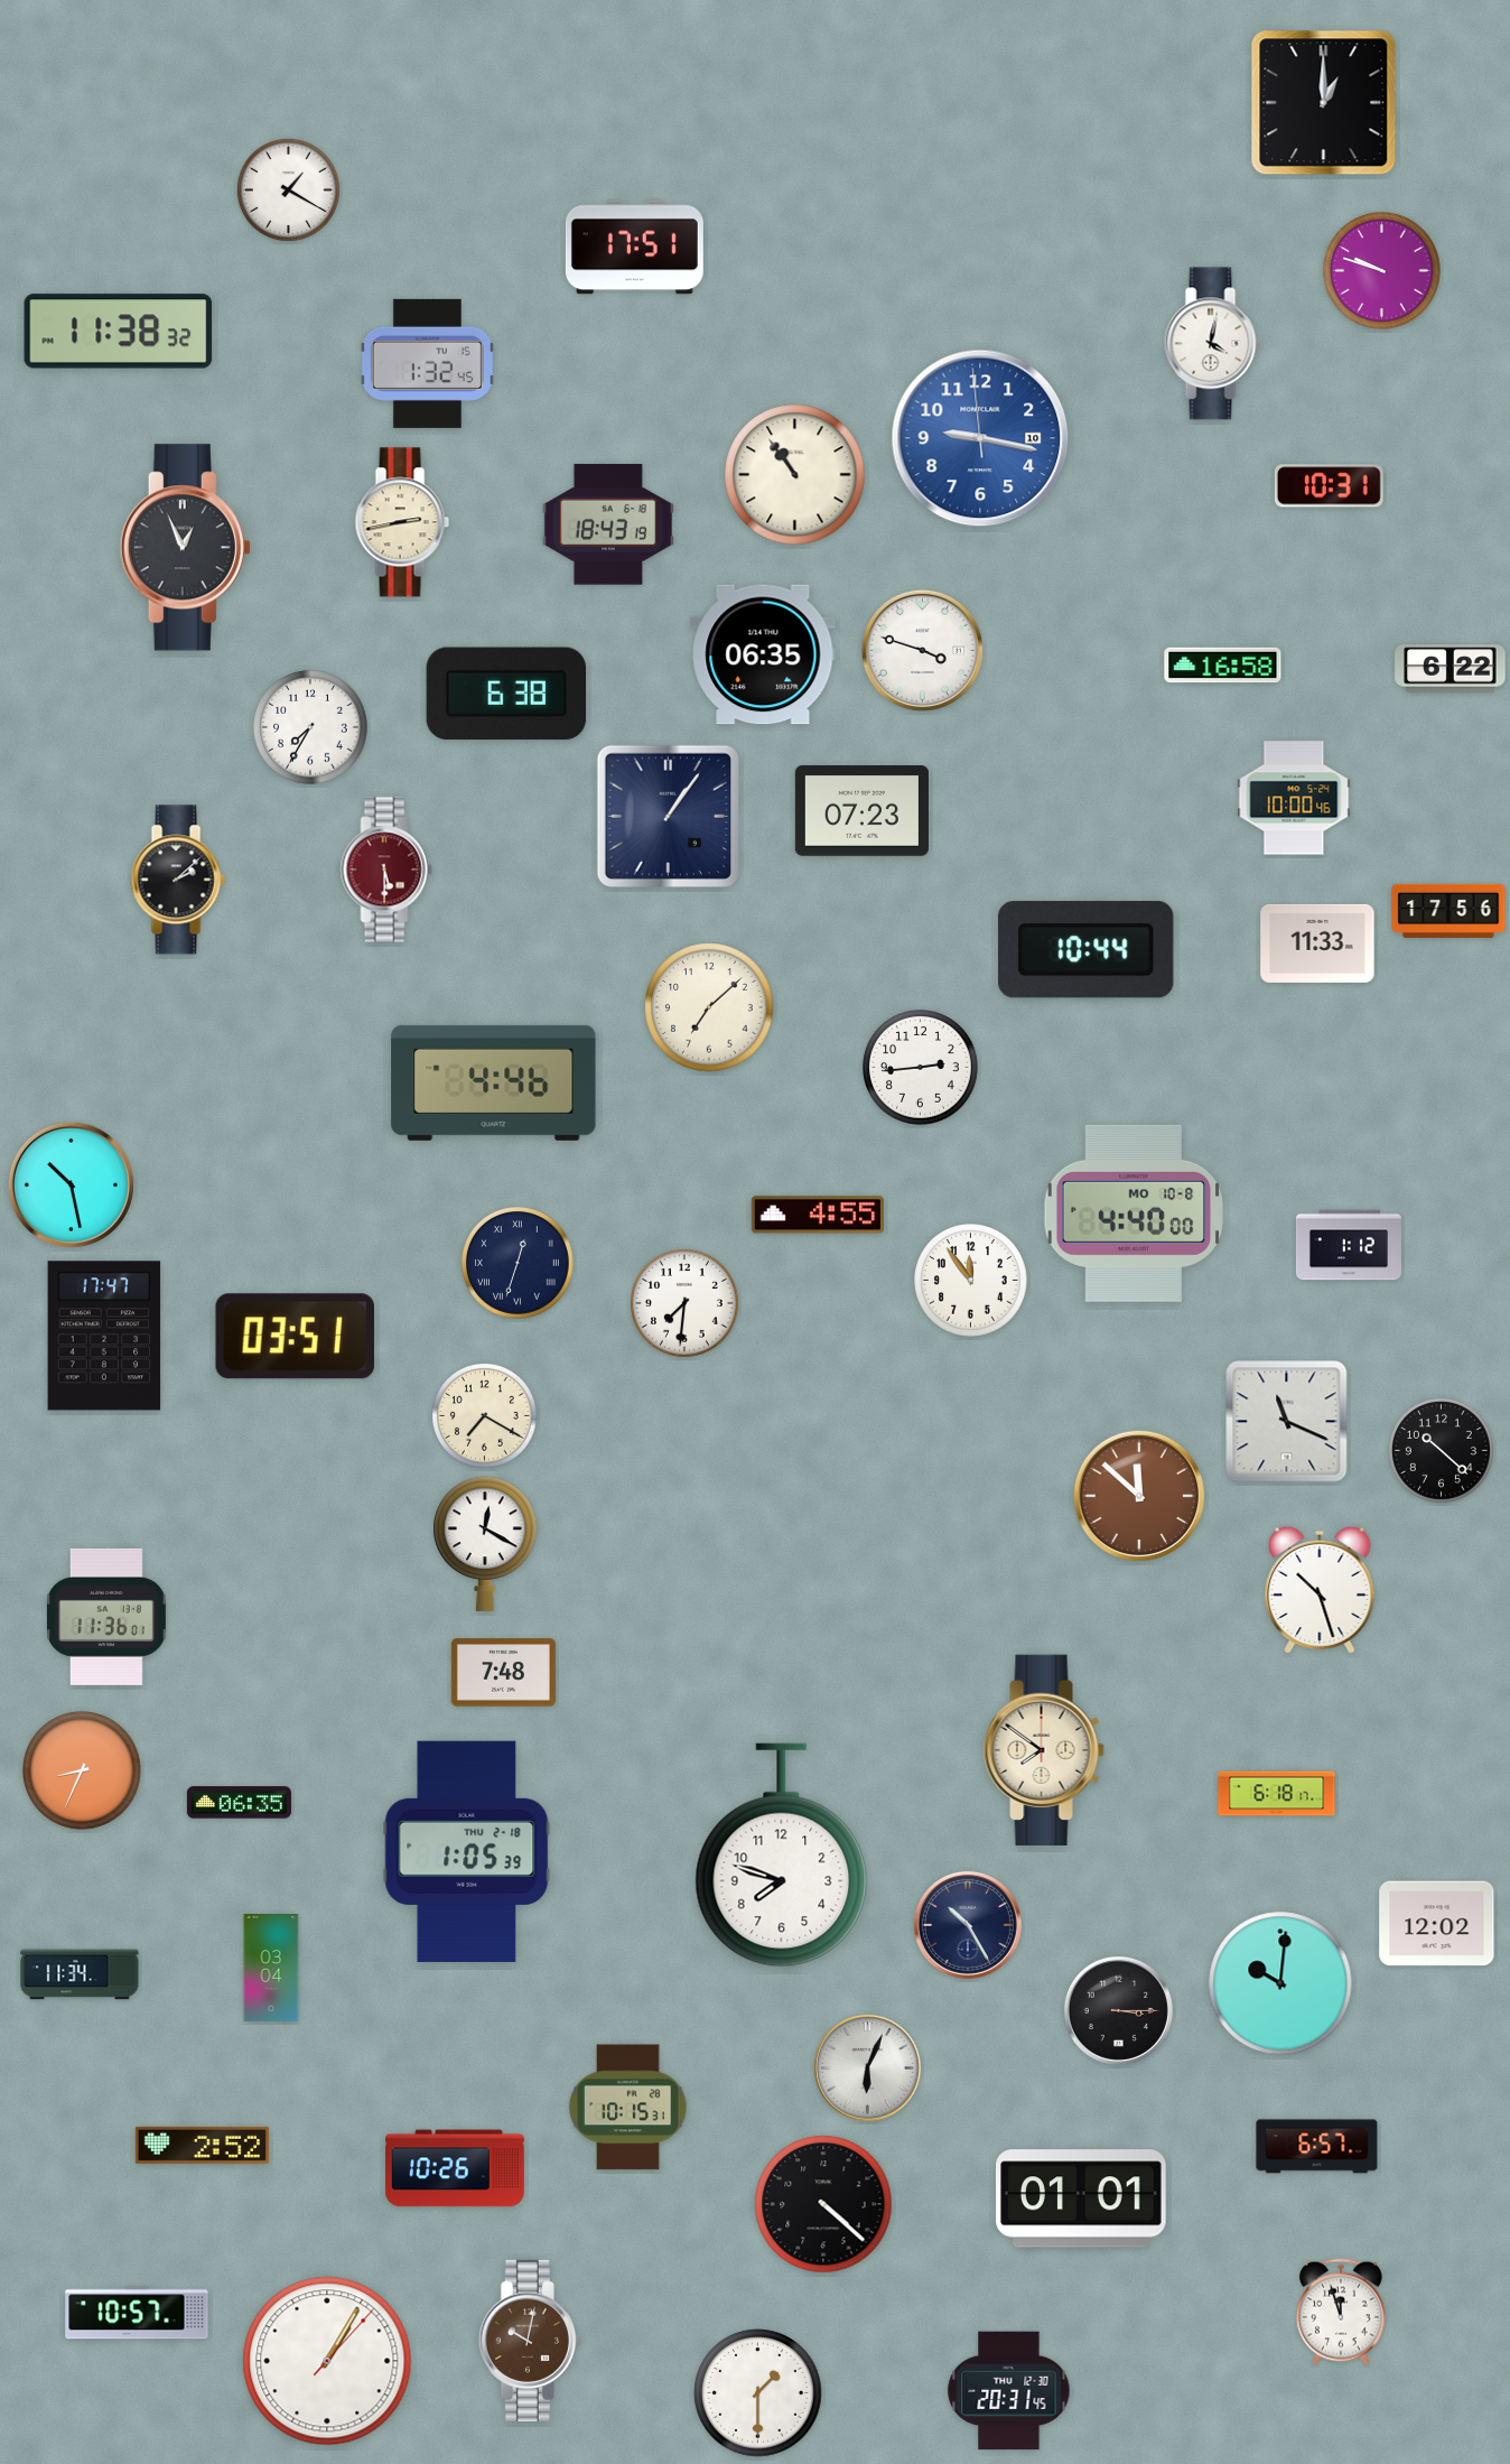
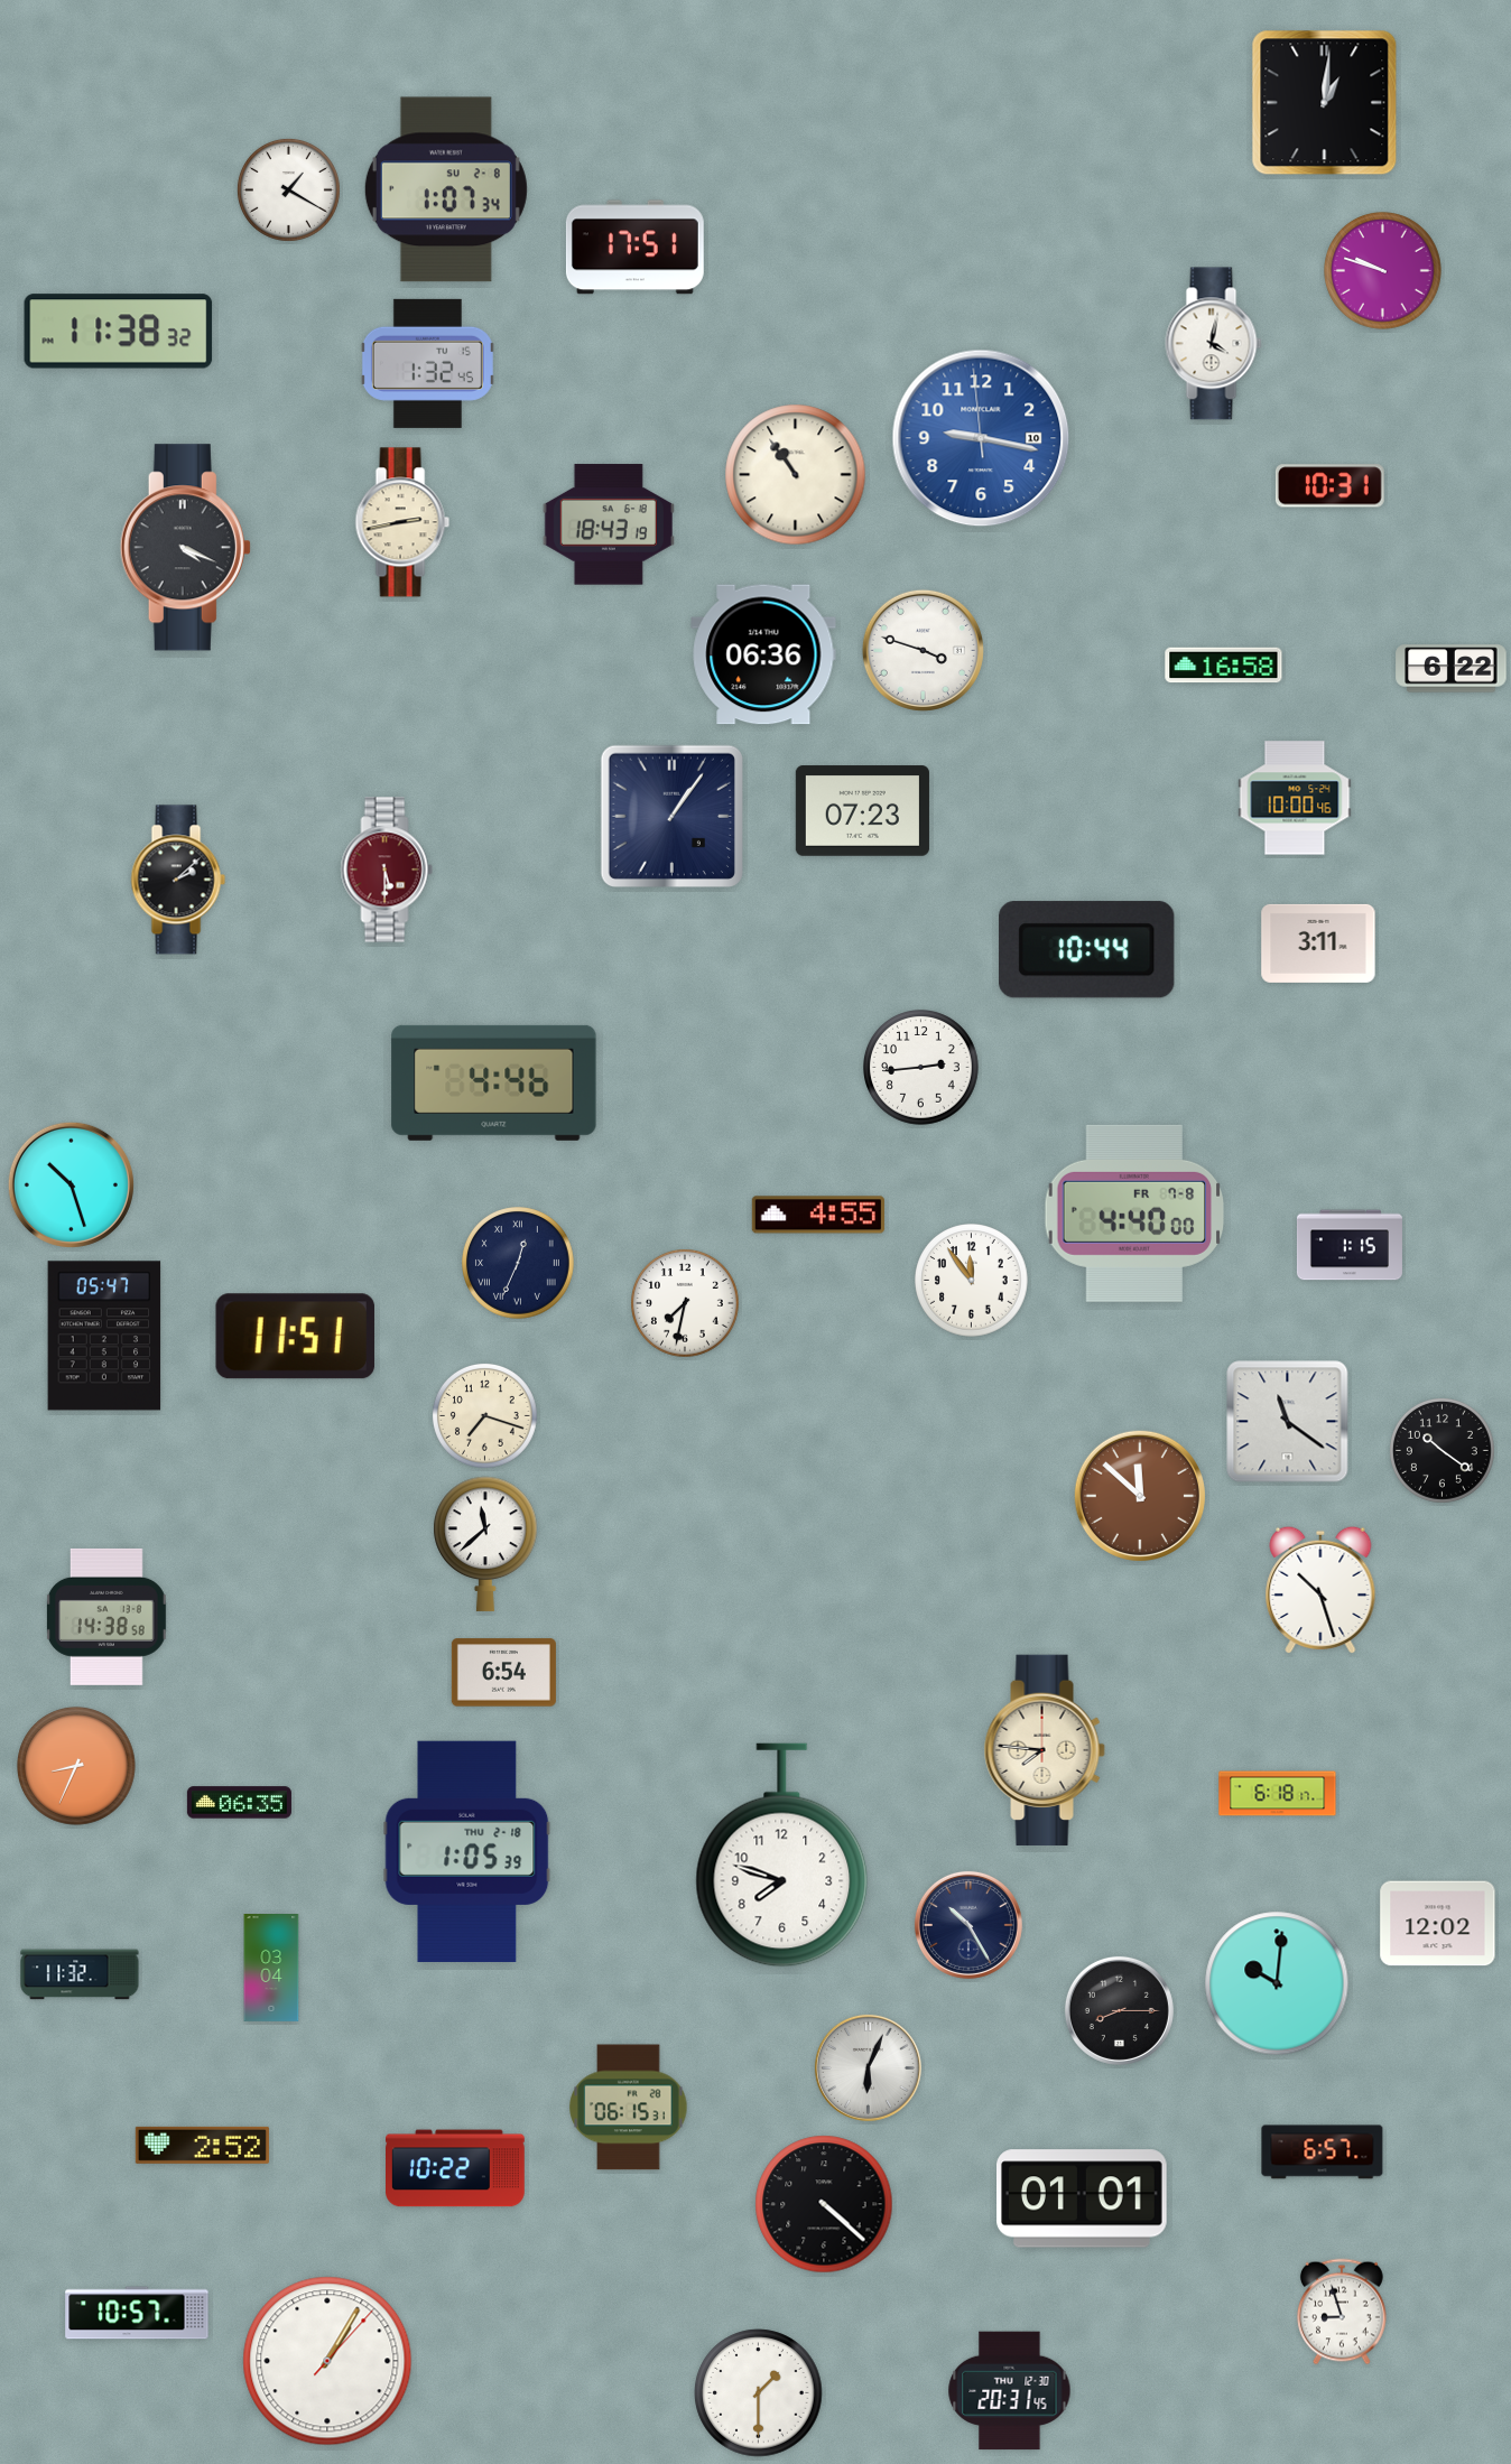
clock at (1324, 103): 1:00 -> 1:01
clock at (446, 189): none -> 1:07
clock at (185, 548): 12:56 -> 4:19
clock at (763, 654): 06:35 -> 06:36
clock at (505, 694): 6:38 -> none
clock at (311, 728): 7:35 -> none
clock at (668, 816) position: (668, 816) -> (671, 816)
clock at (1448, 911): 17:56 -> none
clock at (1317, 943): 11:33 -> 3:11
clock at (709, 1007): 7:08 -> none
clock at (71, 1184): 10:28 -> 10:27
clock at (1134, 1214) date: MO 10-8 -> FR 7-8
clock at (1349, 1245): 1:12 -> 1:15
clock at (519, 1264): 12:33 -> 12:34
clock at (686, 1304): 7:31 -> 7:32
clock at (104, 1336): 17:47 -> 05:47
clock at (295, 1337): 03:51 -> 11:51
clock at (484, 1415): 7:20 -> 7:18
clock at (1287, 1422): 11:19 -> 11:21
clock at (1441, 1450): 10:22 -> 10:21
clock at (485, 1544): 12:20 -> 11:38
clock at (106, 1617): 11:36 -> 14:38
clock at (503, 1673): 7:48 -> 6:54
clock at (1044, 1750): 7:51 -> 7:46
clock at (82, 1770) position: (82, 1770) -> (76, 1766)
clock at (80, 1974): 11:34 -> 11:32
clock at (1280, 1983) position: (1280, 1983) -> (1277, 1983)
clock at (1118, 2010): 3:15 -> 8:15
clock at (628, 2108): 10:15 -> 06:15
clock at (1317, 2147) position: (1317, 2147) -> (1323, 2152)
clock at (456, 2168): 10:26 -> 10:22
clock at (1341, 2312): 11:57 -> 8:57
clock at (530, 2341): 10:02 -> none
